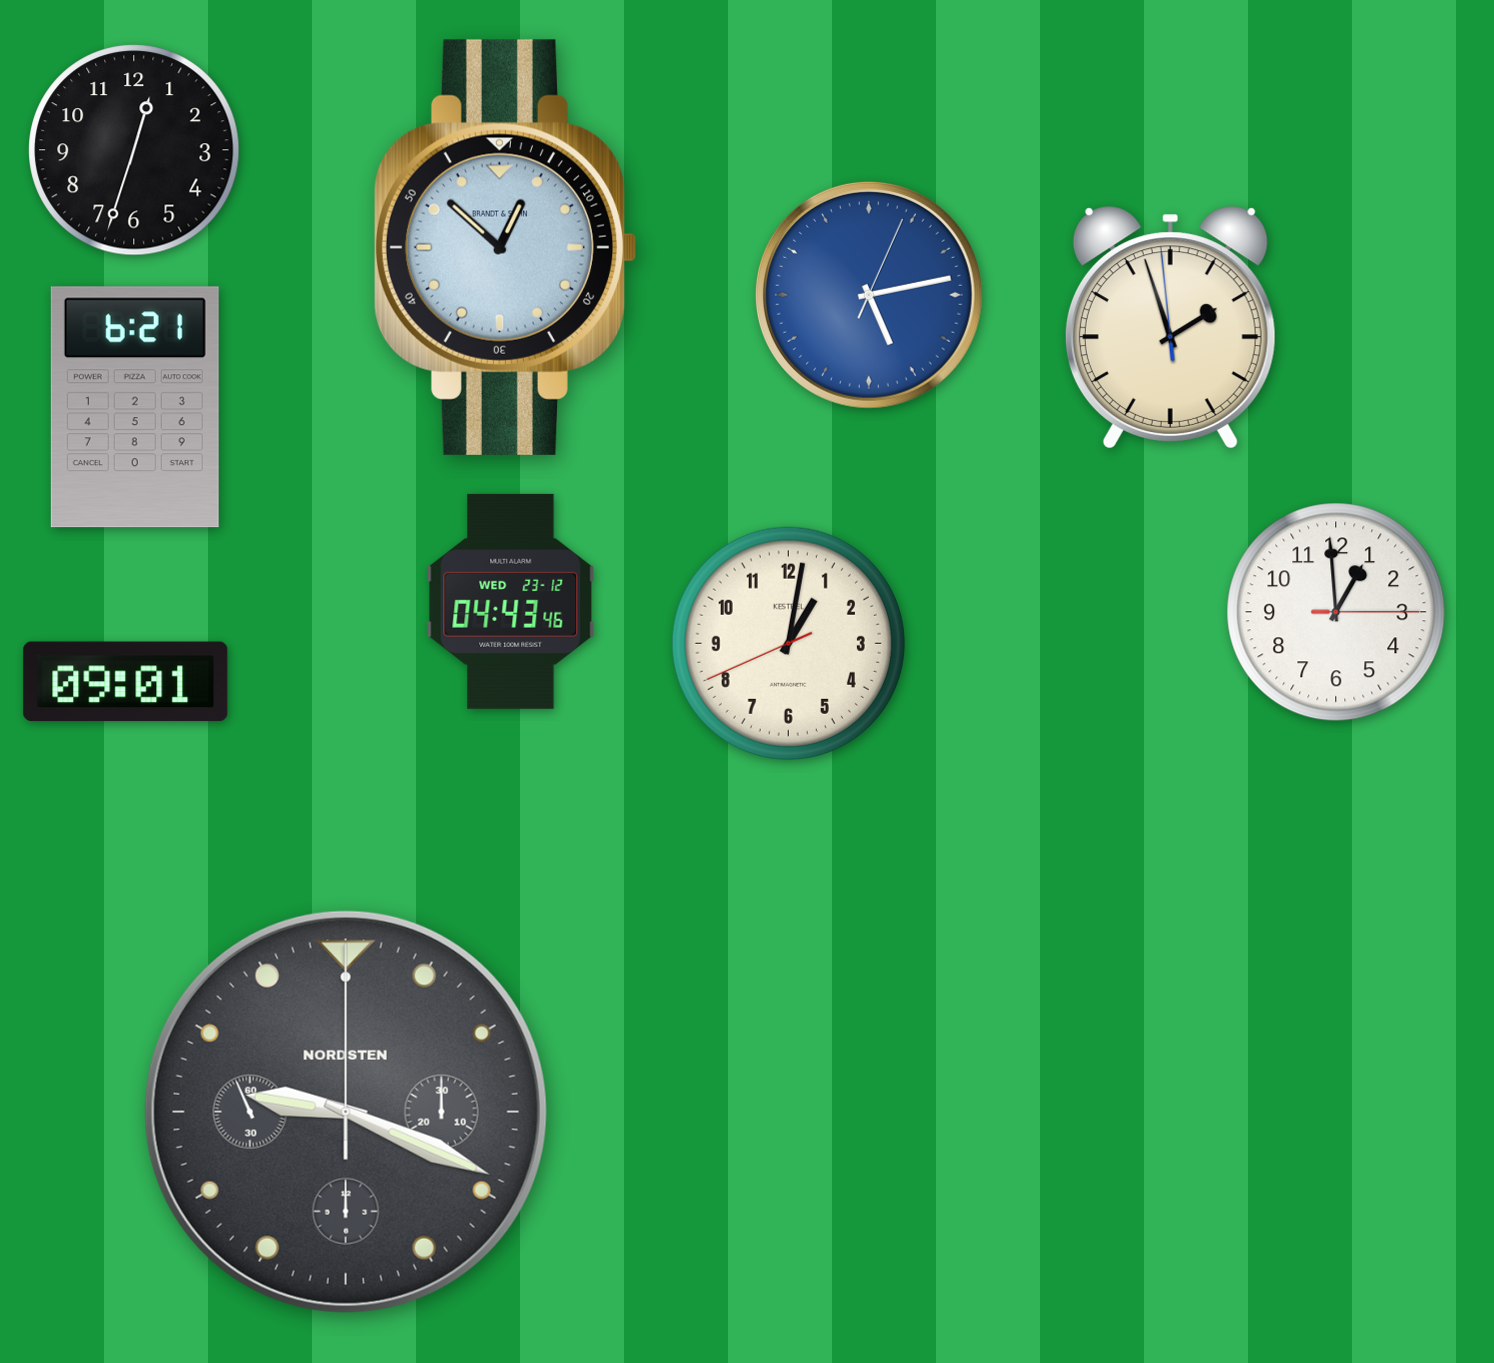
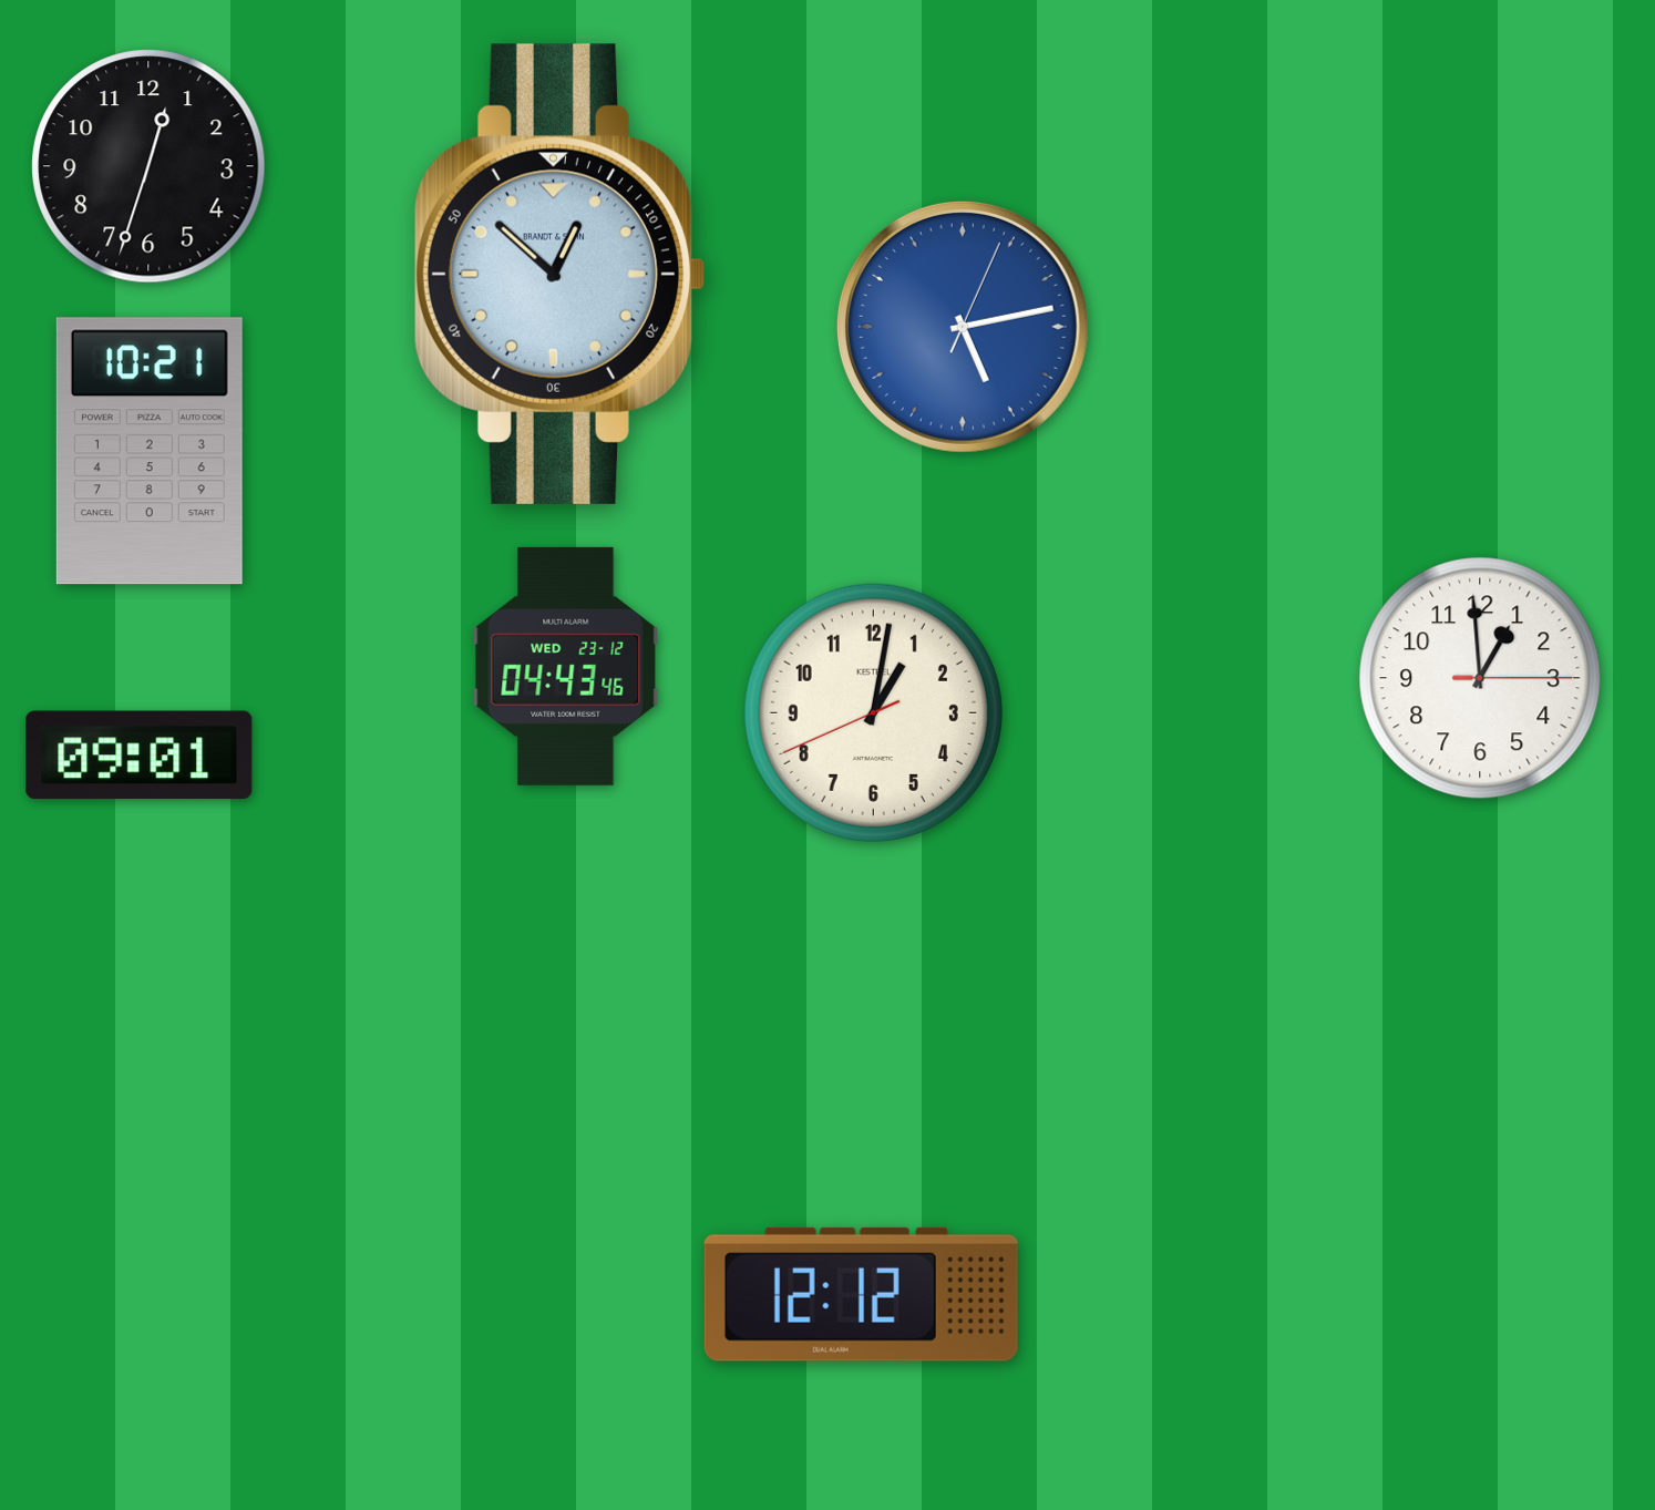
clock at (1170, 328): 1:56 -> none
clock at (135, 407): 6:21 -> 10:21
clock at (346, 1112): 9:18 -> none
clock at (861, 1294): none -> 12:12
